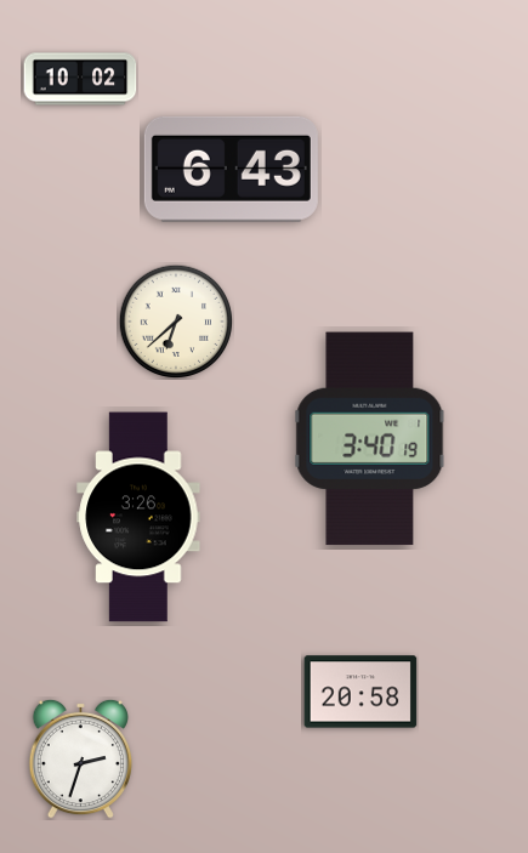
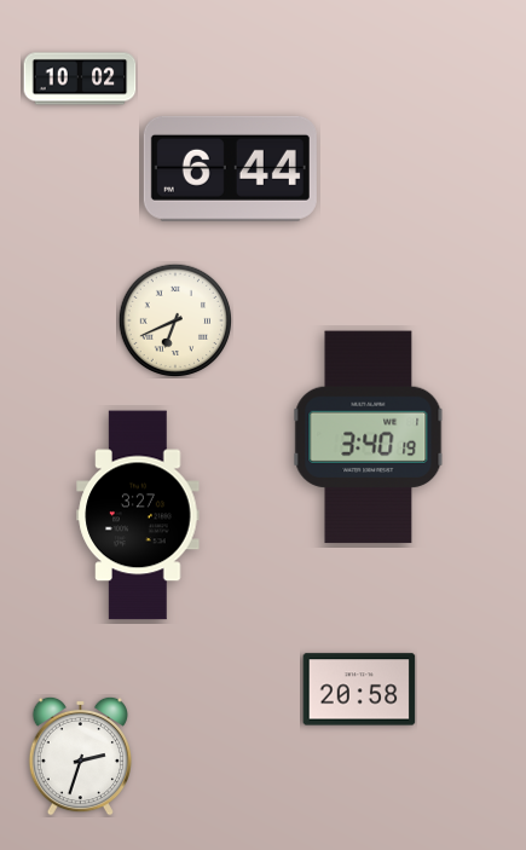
clock at (231, 169): 6:43 -> 6:44
clock at (176, 322): 6:38 -> 6:41
clock at (138, 517): 3:26 -> 3:27
